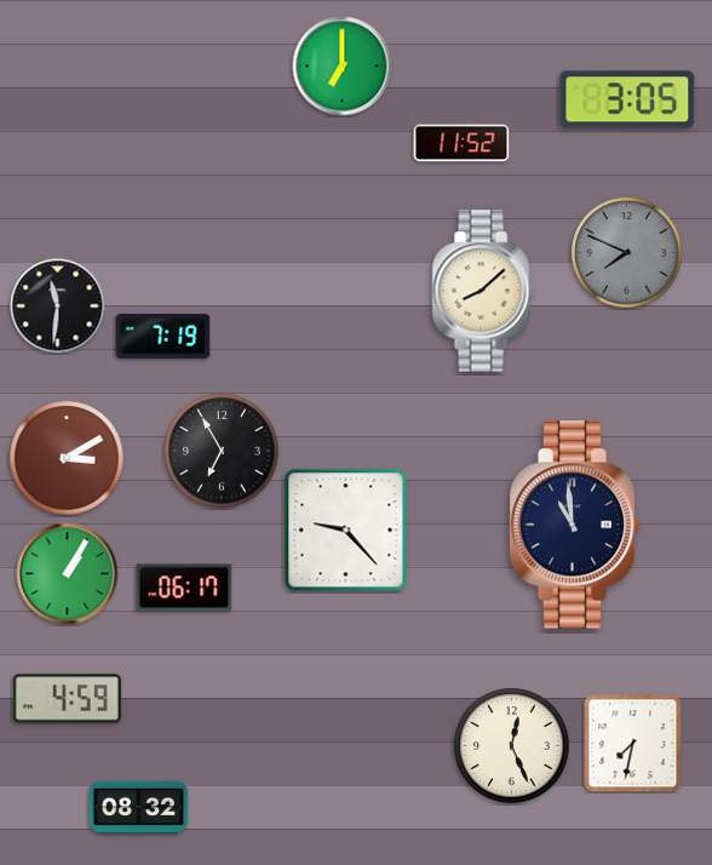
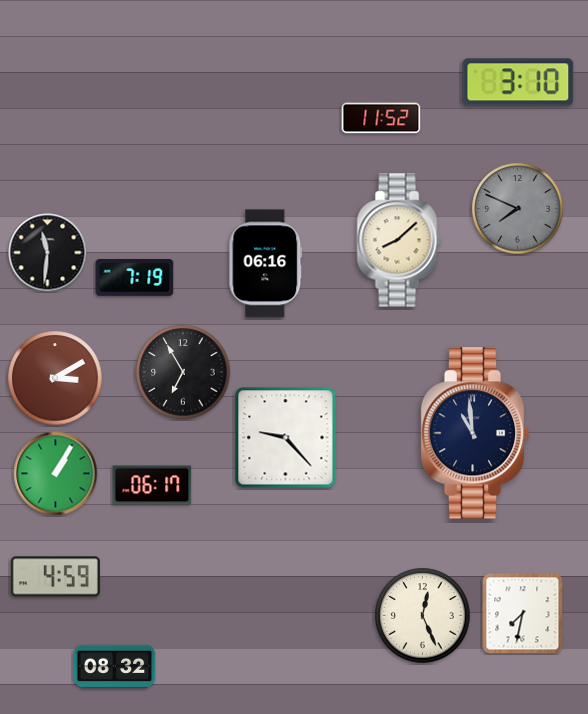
clock at (343, 67): 7:00 -> none
clock at (627, 99): 3:05 -> 3:10
clock at (266, 264): none -> 06:16
